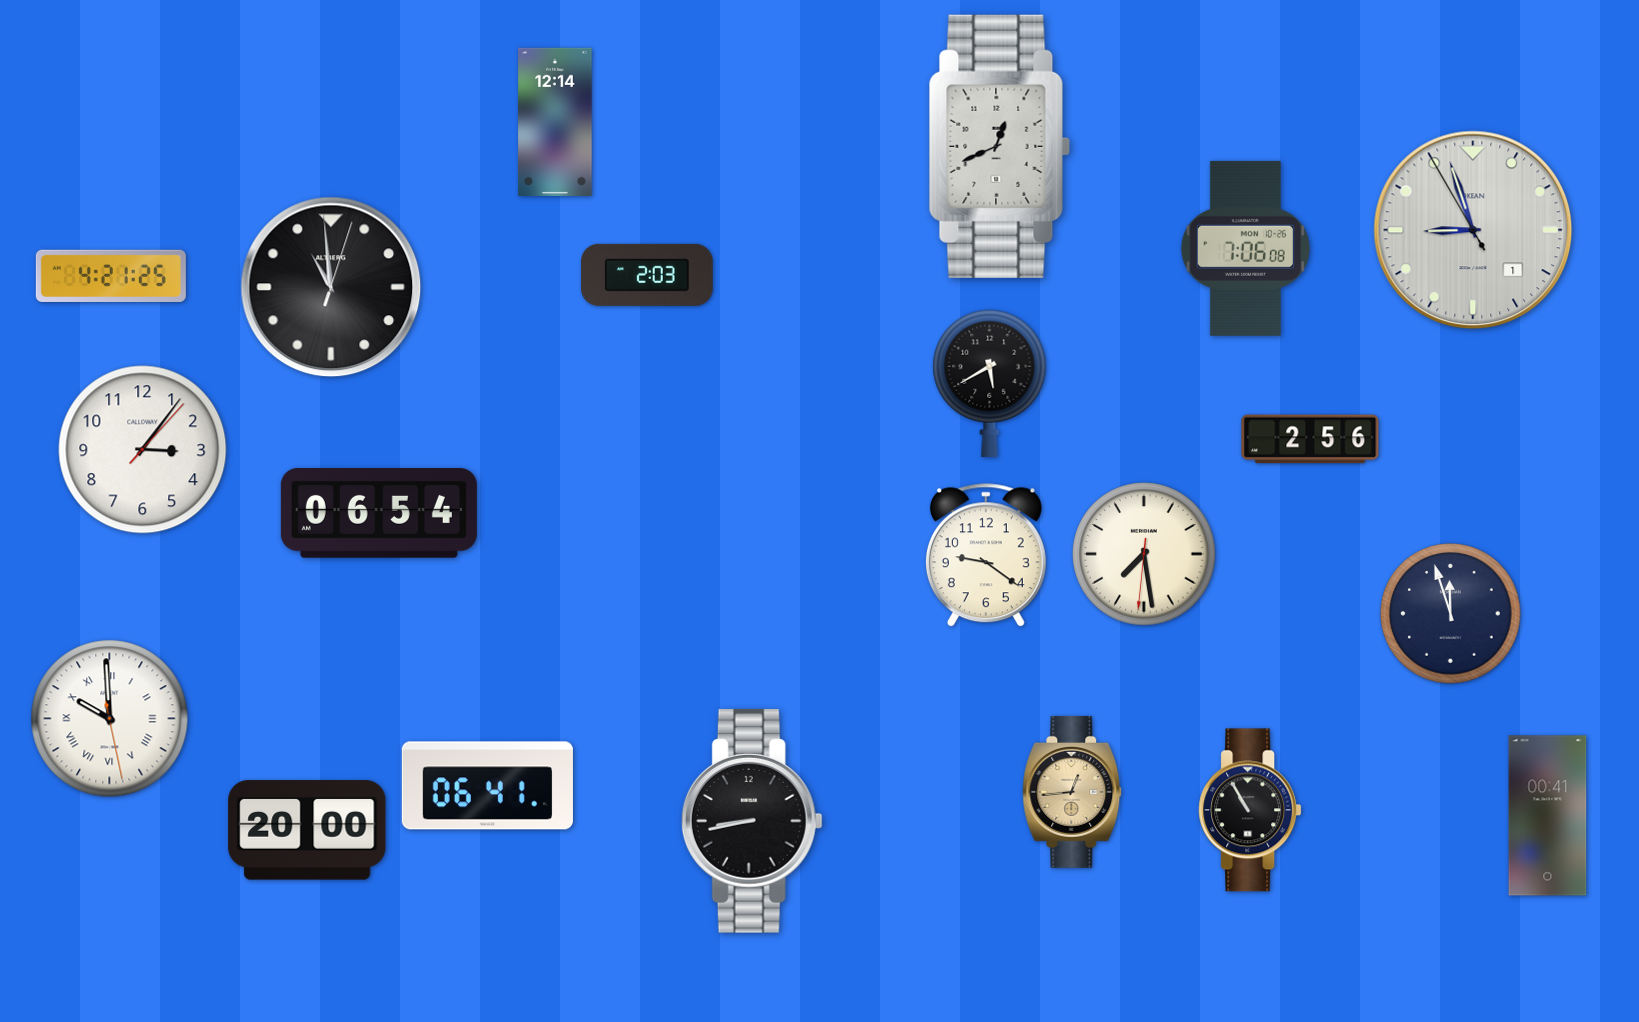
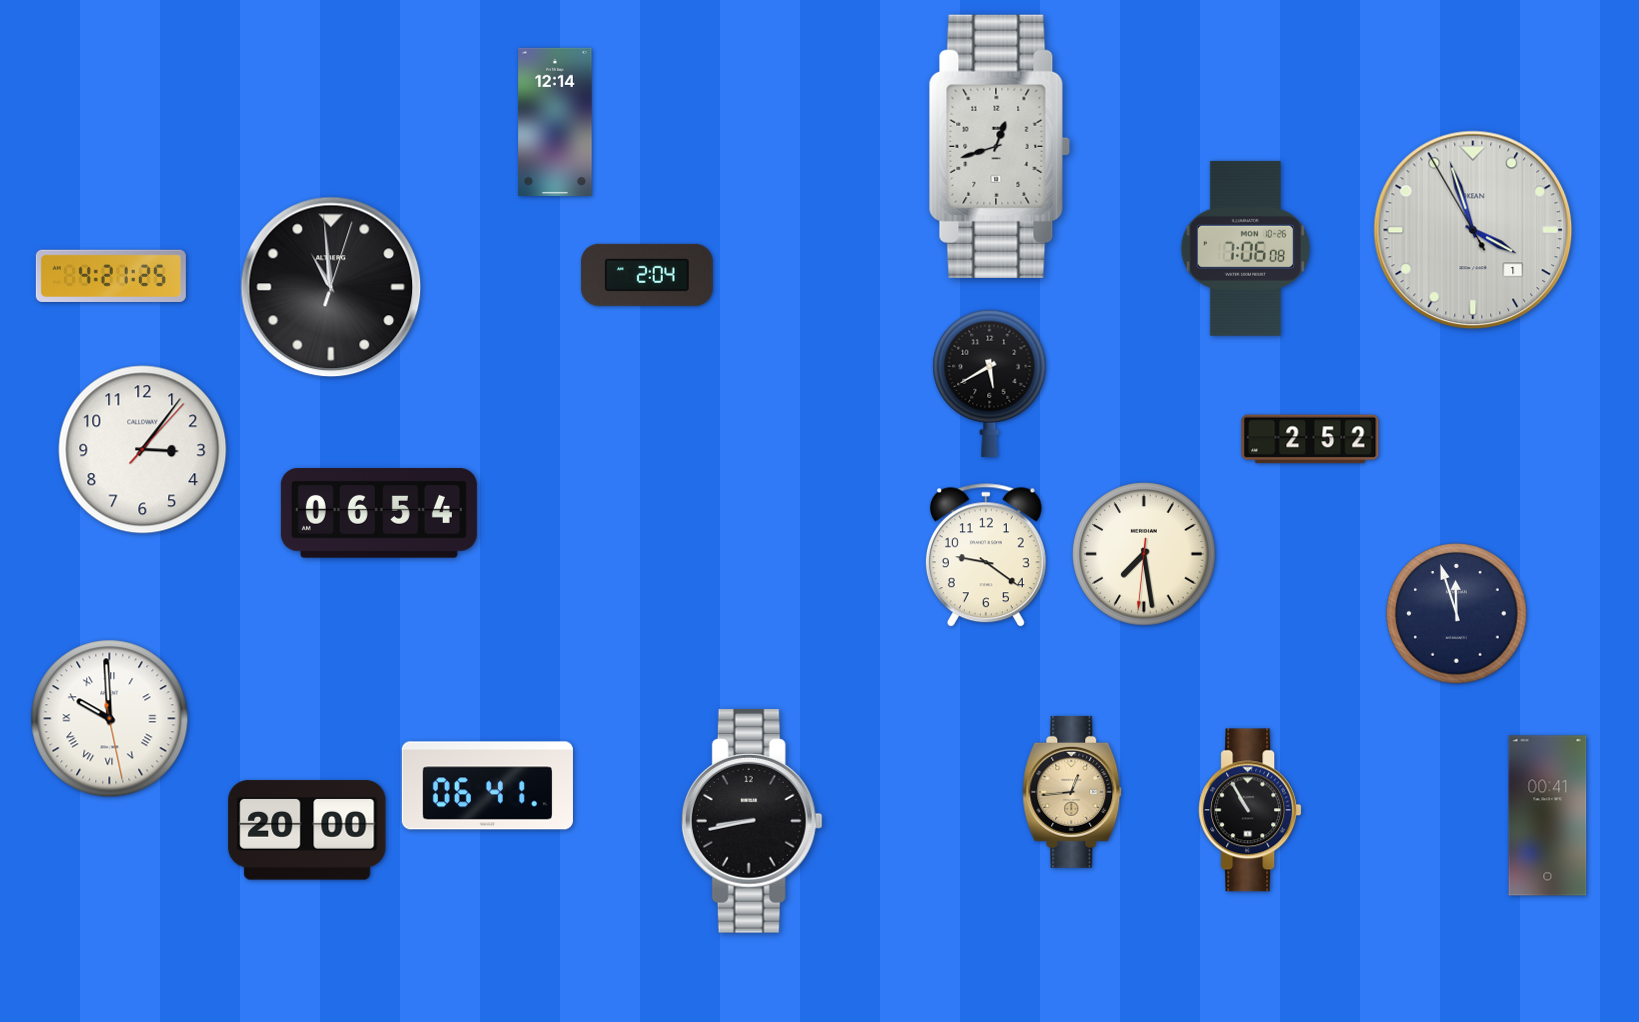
clock at (999, 146): 12:41 -> 12:42
clock at (1473, 230): 8:56 -> 3:56
clock at (647, 275): 2:03 -> 2:04
clock at (1310, 439): 2:56 -> 2:52
clock at (1451, 614) position: (1451, 614) -> (1457, 614)
